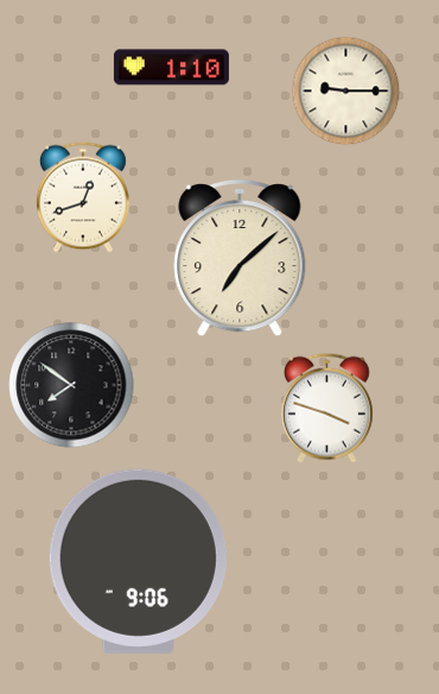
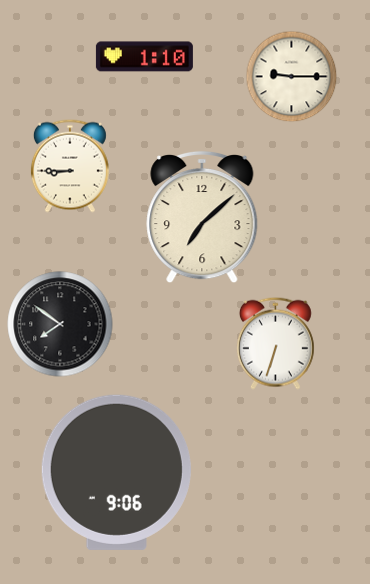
clock at (83, 197): 12:42 -> 8:45
clock at (326, 408): 3:48 -> 6:33
